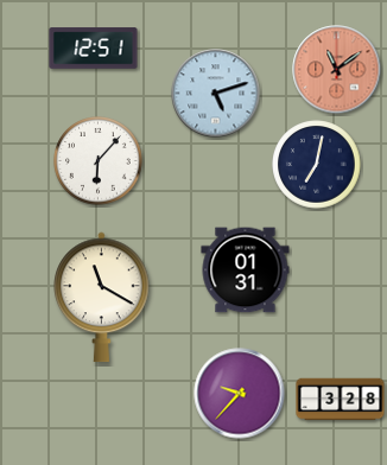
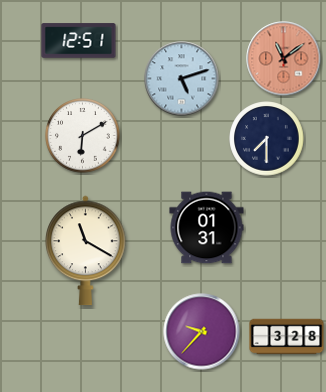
clock at (99, 161): 6:07 -> 6:10
clock at (317, 165): 7:02 -> 7:30
